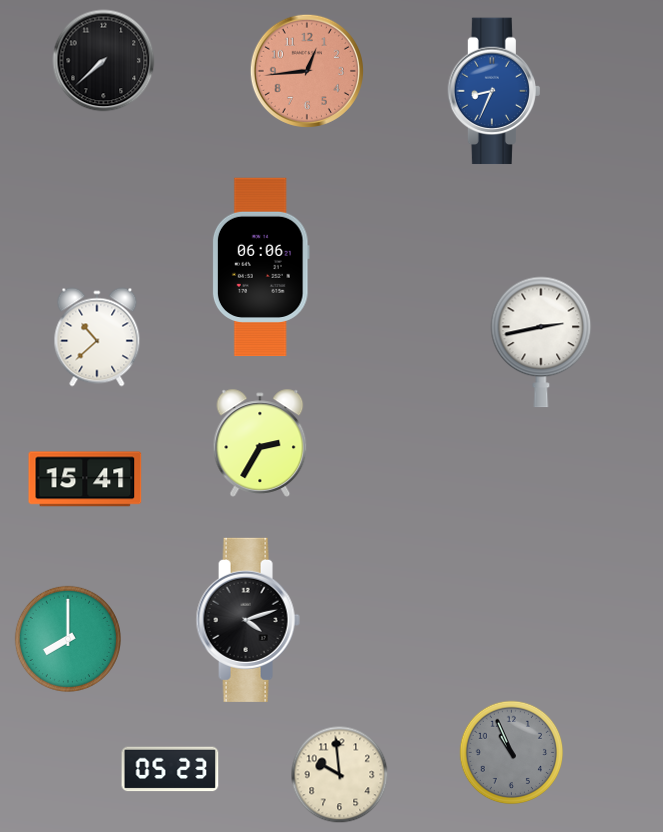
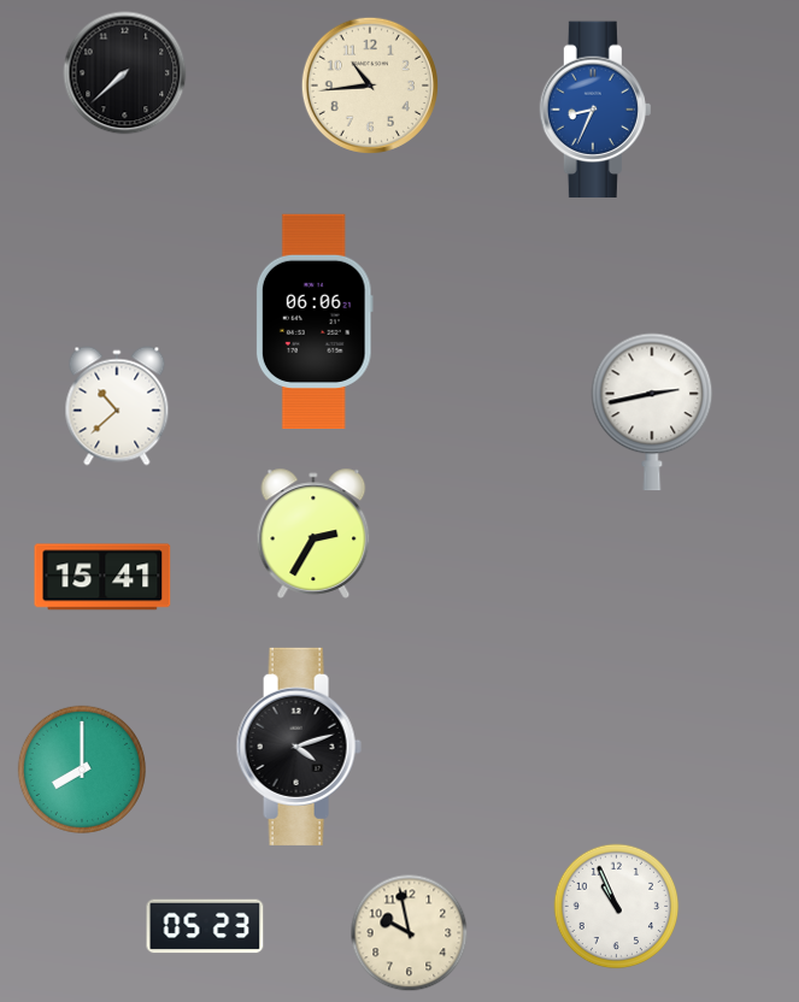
clock at (307, 71): 12:44 -> 10:44
clock at (307, 71) dial: salmon -> cream
clock at (512, 753) dial: grey -> white
clock at (340, 775): 9:59 -> 9:58
